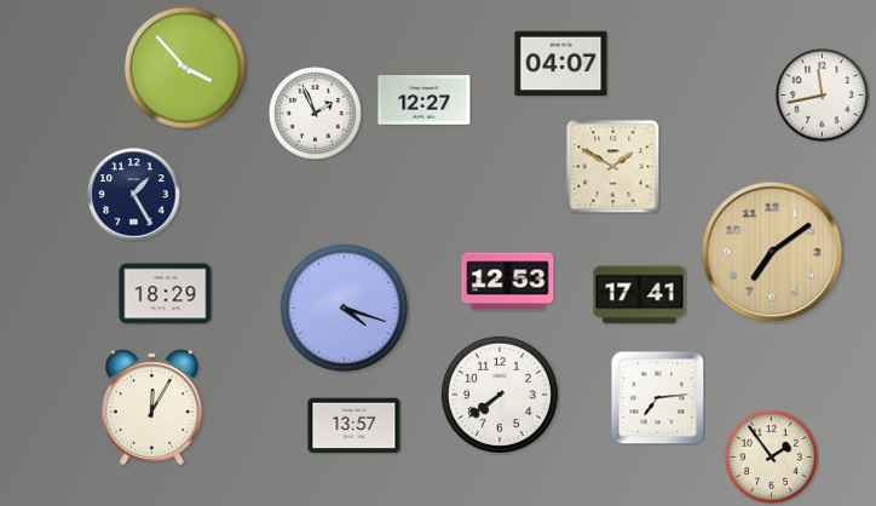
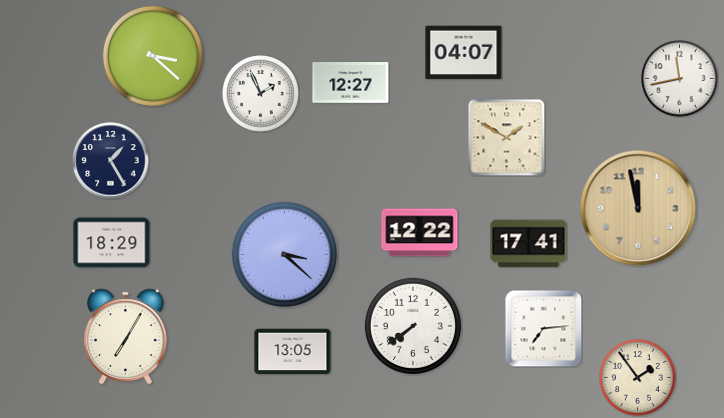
clock at (185, 68): 3:53 -> 3:22
clock at (772, 252): 7:09 -> 11:58
clock at (508, 282): 12:53 -> 12:22
clock at (166, 294) position: (166, 294) -> (112, 243)
clock at (344, 307): 4:18 -> 3:22
clock at (152, 408): 12:05 -> 7:05
clock at (355, 426): 13:57 -> 13:05
